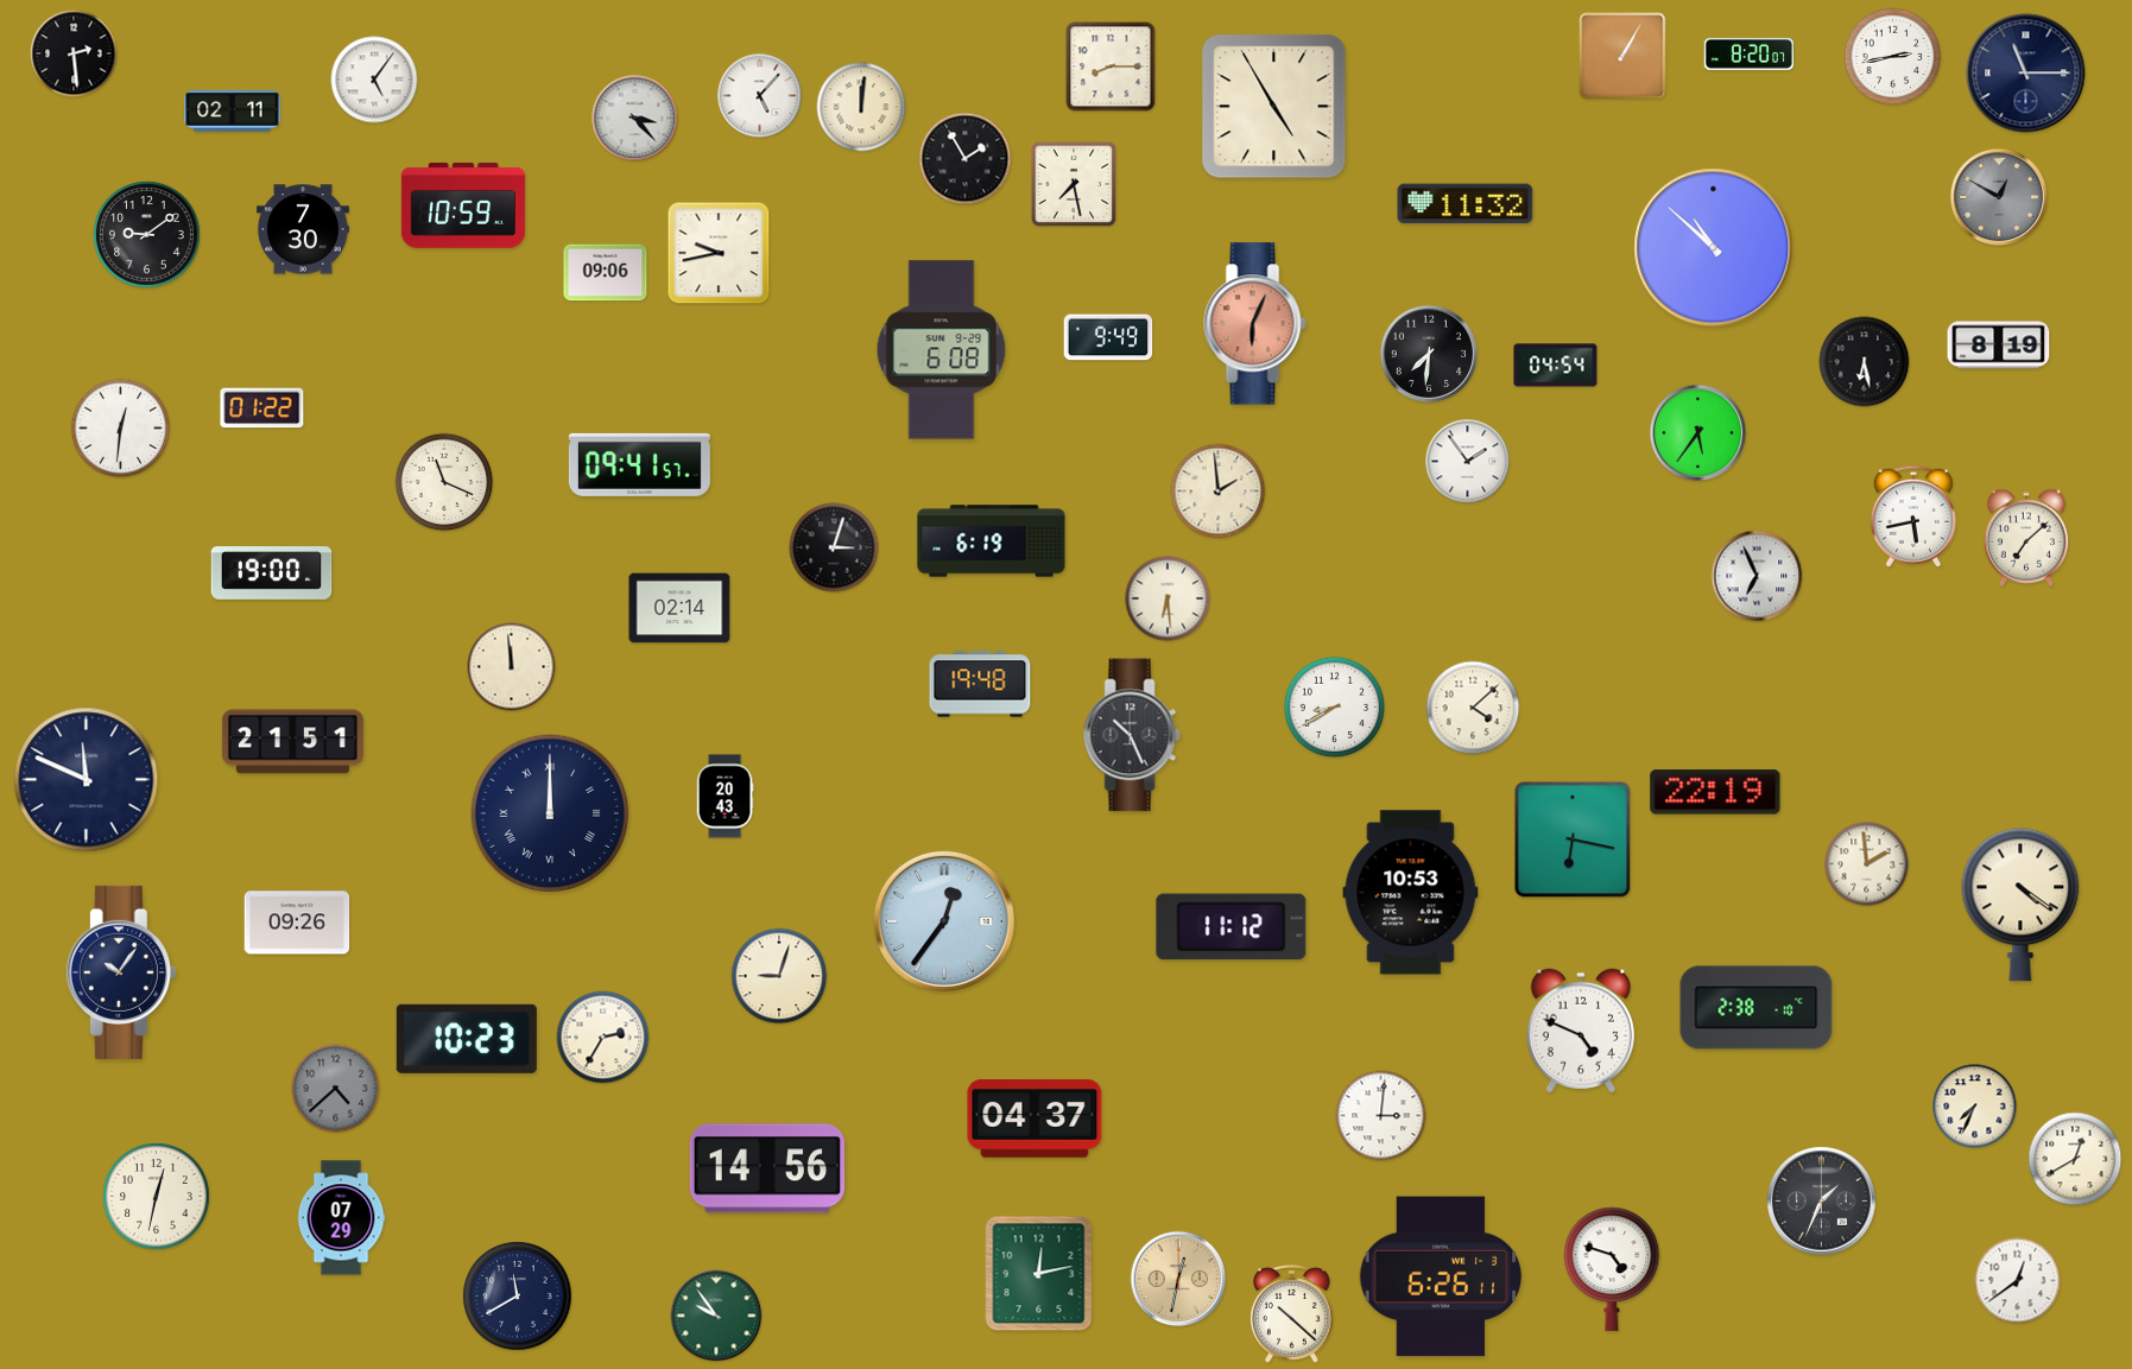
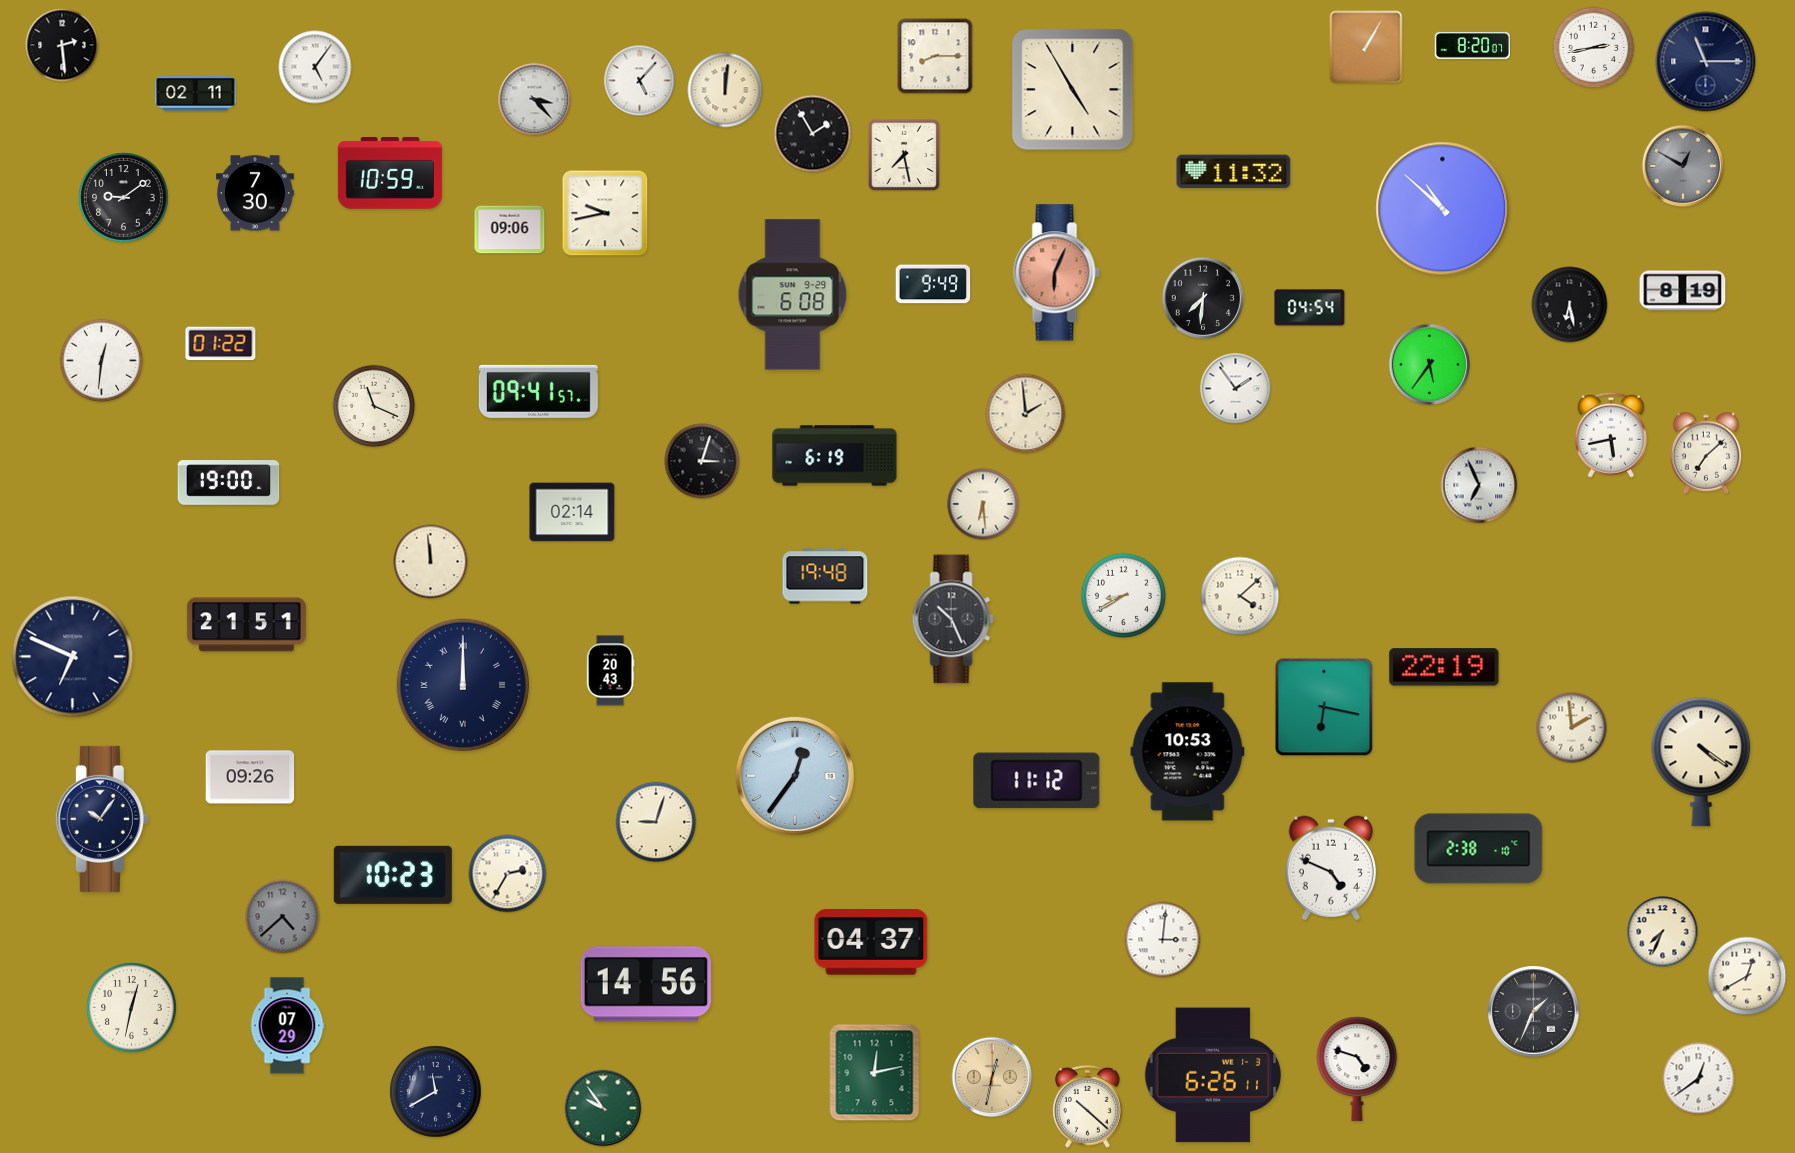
clock at (87, 780): 11:49 -> 6:49
